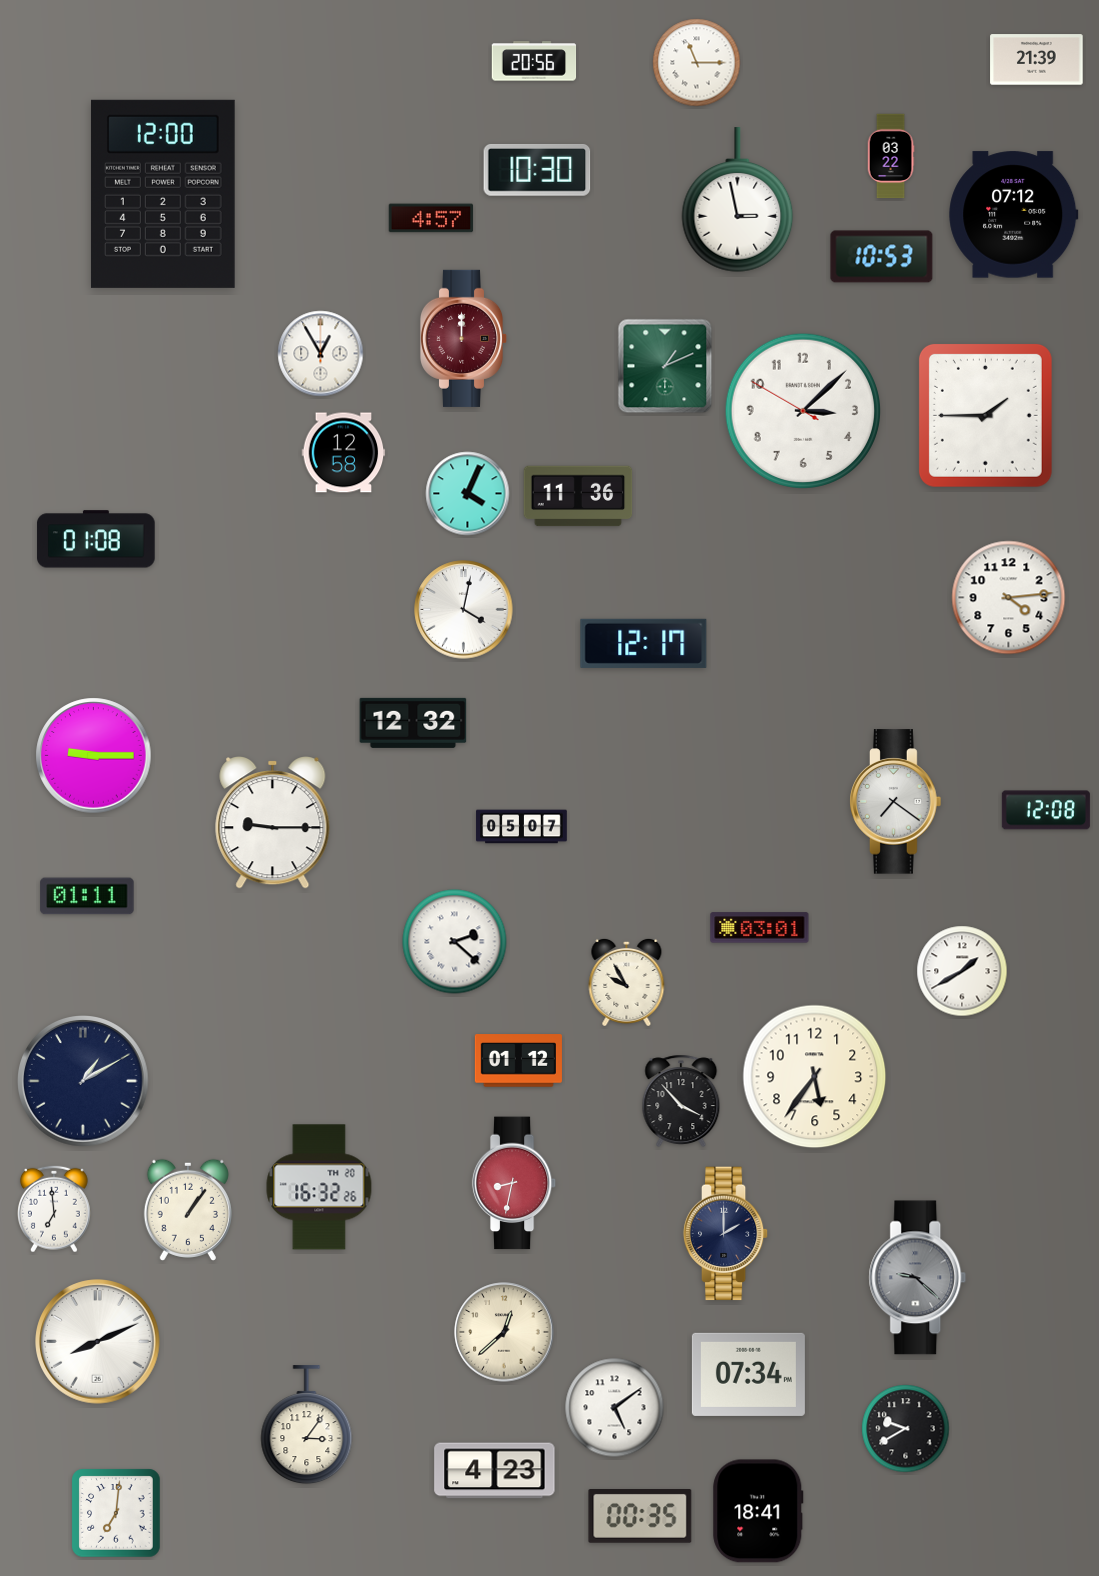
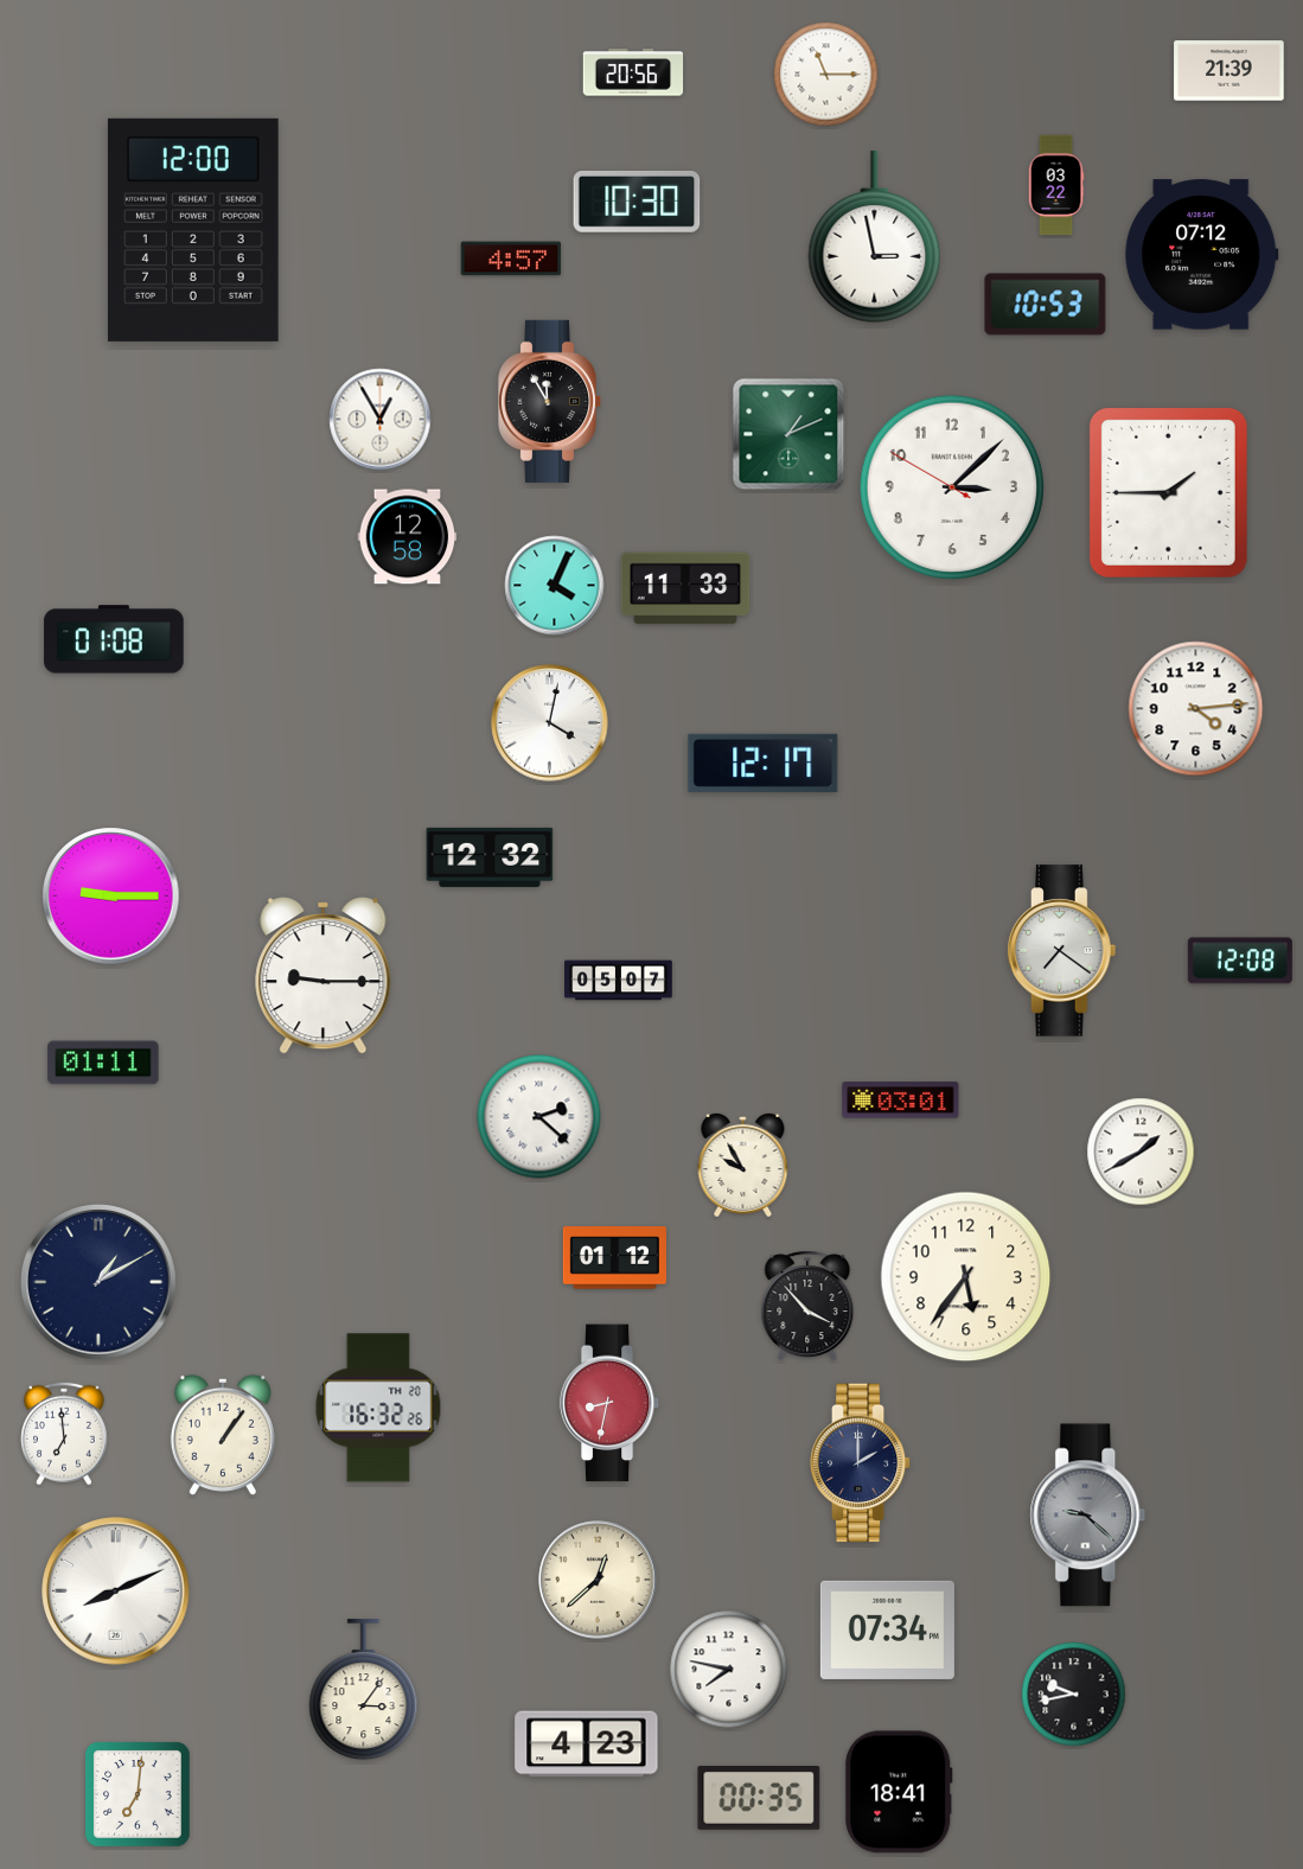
clock at (464, 338): 12:00 -> 11:55
clock at (464, 338) dial: burgundy -> black
clock at (578, 496): 11:36 -> 11:33
clock at (615, 1408): 5:09 -> 7:47
clock at (906, 1429): 9:40 -> 9:43
